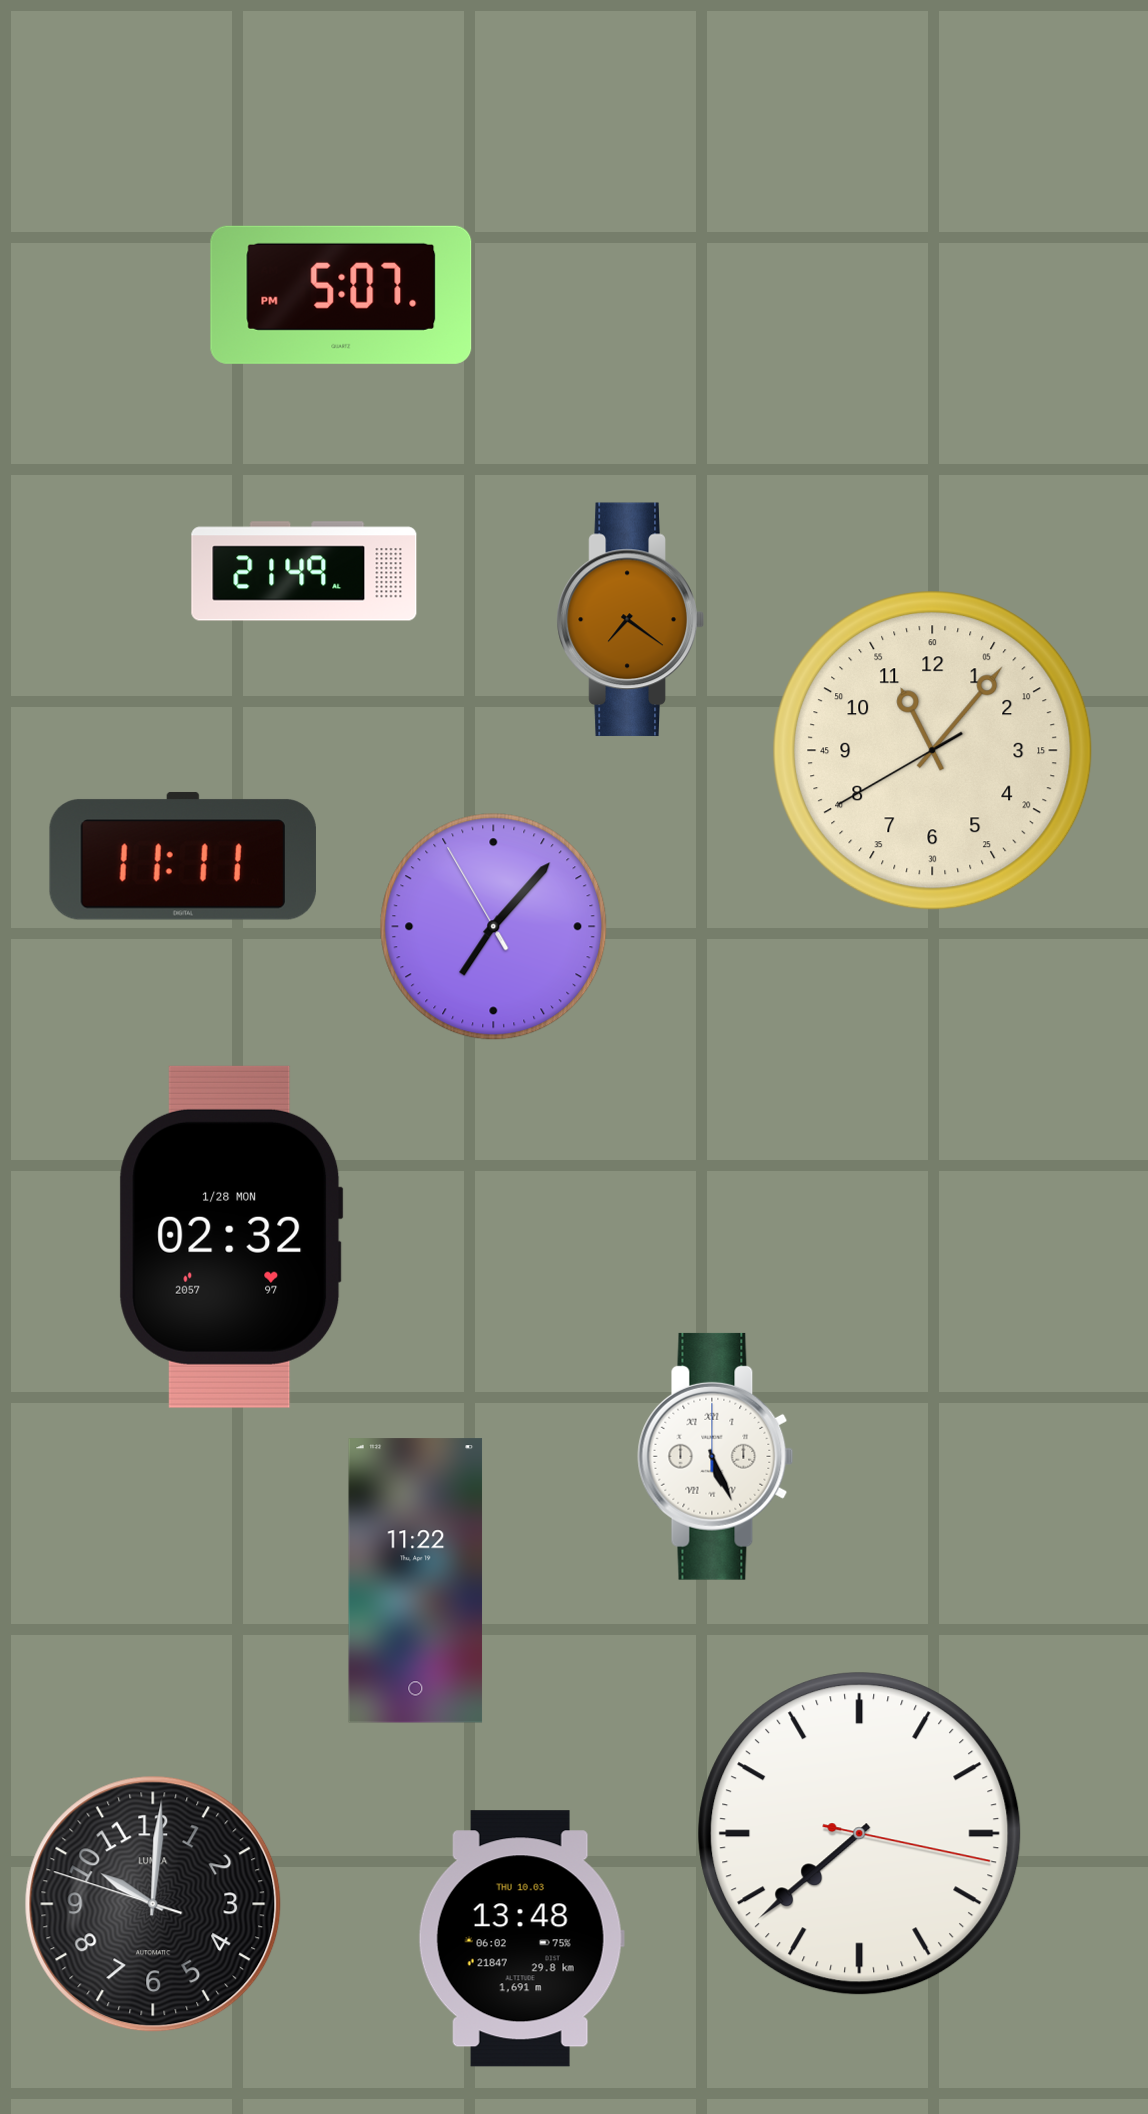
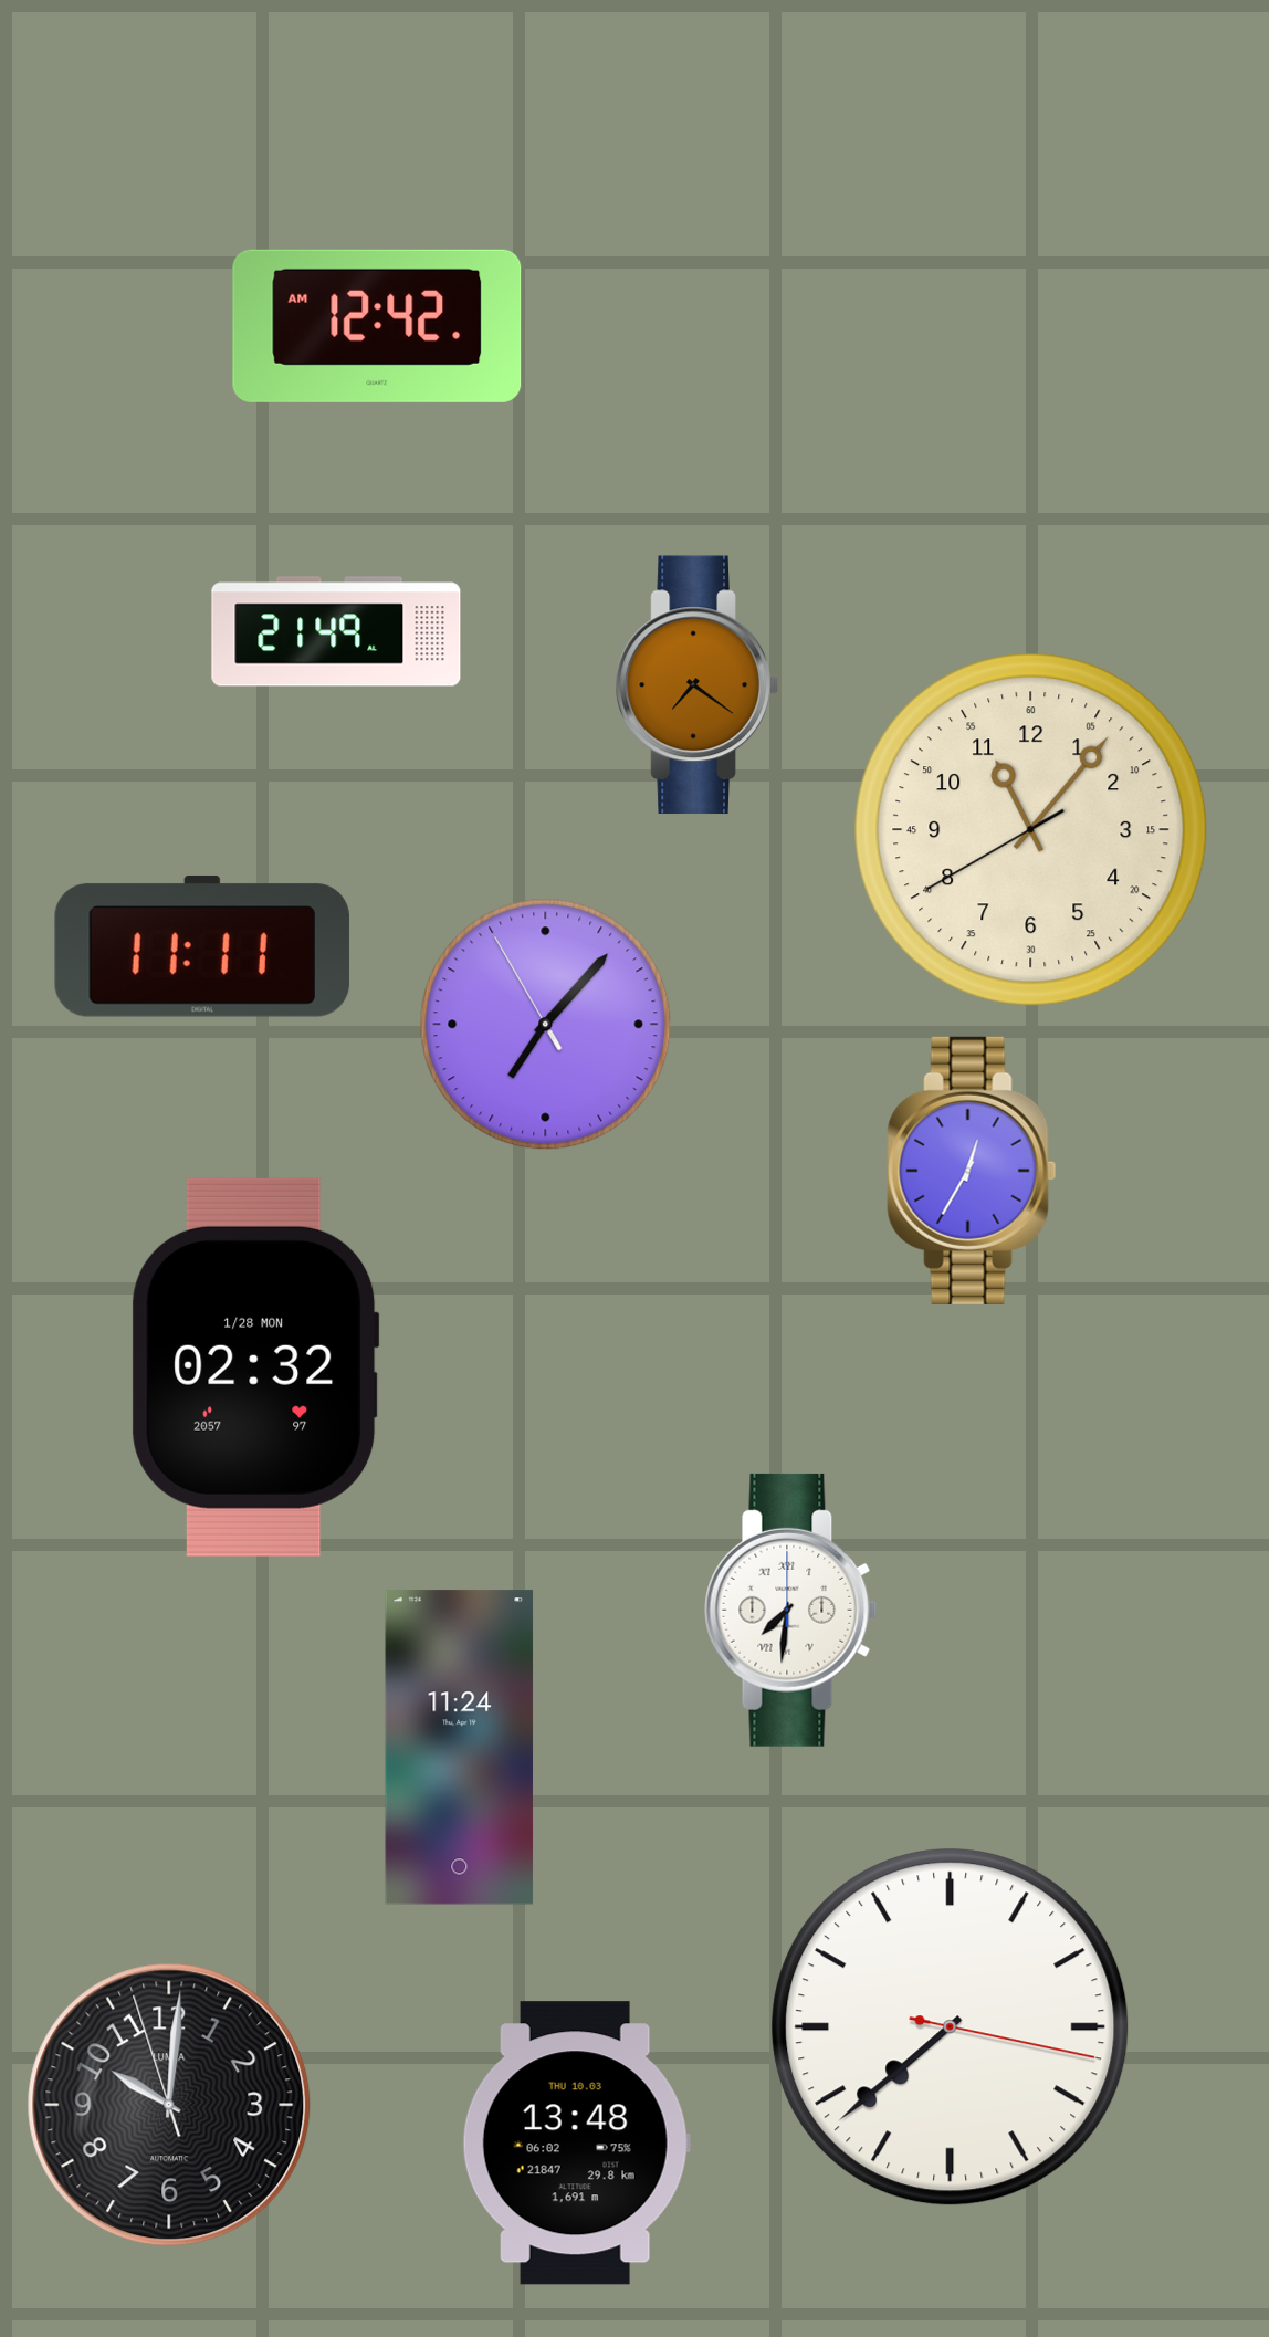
clock at (341, 295): 5:07 -> 12:42
clock at (972, 1171): none -> 12:35
clock at (716, 1456): 5:26 -> 7:31
clock at (416, 1581): 11:22 -> 11:24
clock at (153, 1904): 10:00:48 -> 10:00:57
